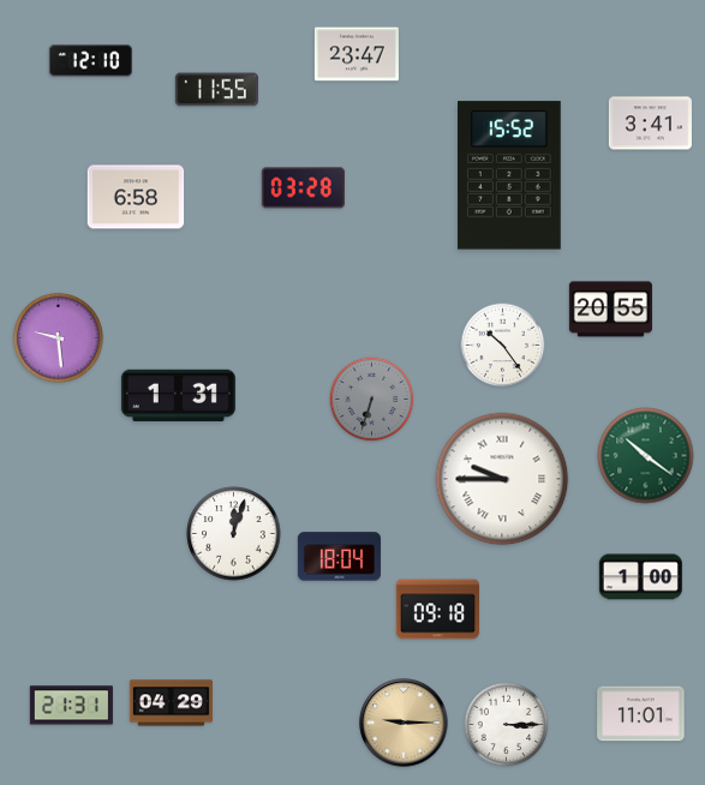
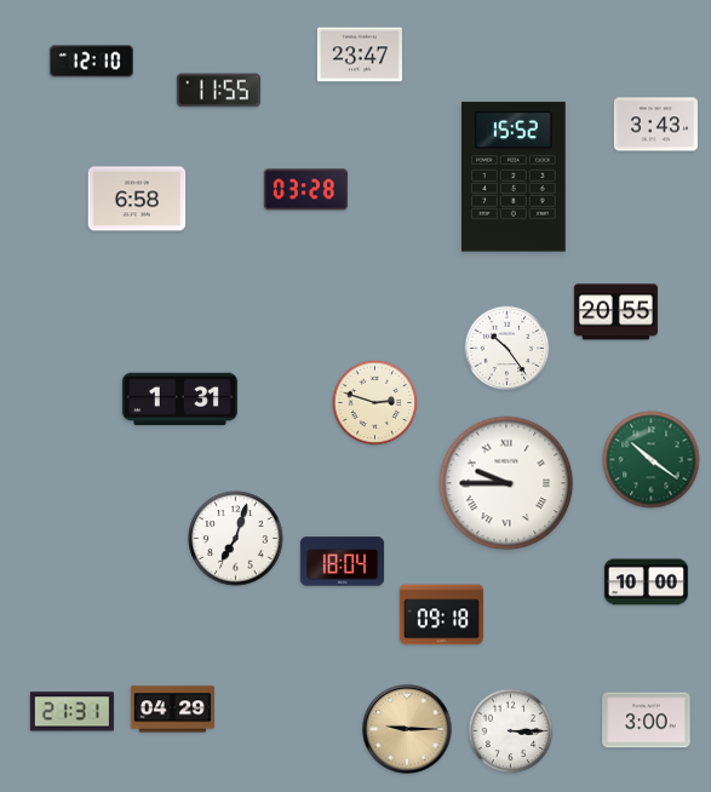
clock at (650, 124): 3:41 -> 3:43
clock at (58, 337): 9:29 -> none
clock at (372, 400): 6:33 -> 2:48
clock at (372, 400) dial: grey -> cream
clock at (234, 534): 12:03 -> 7:03
clock at (640, 577): 1:00 -> 10:00
clock at (641, 714): 11:01 -> 3:00
